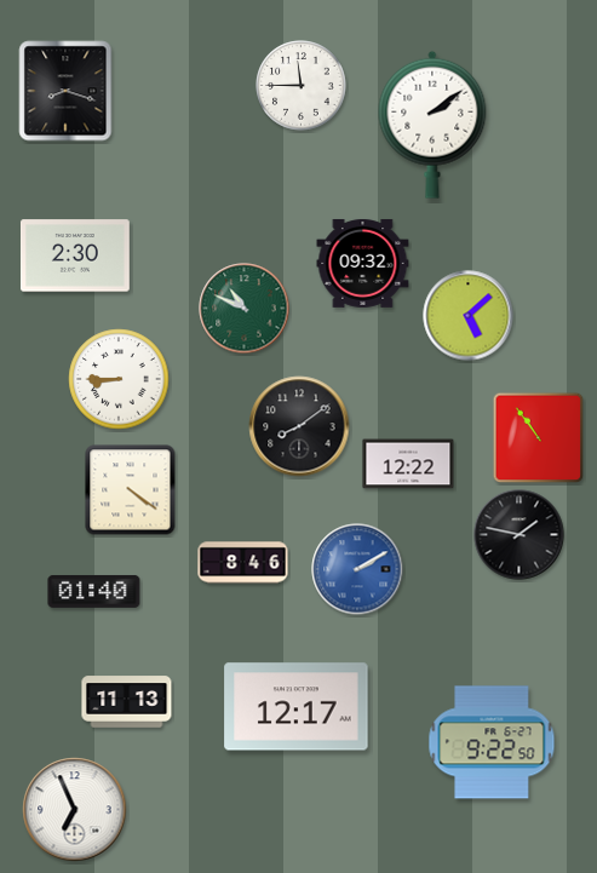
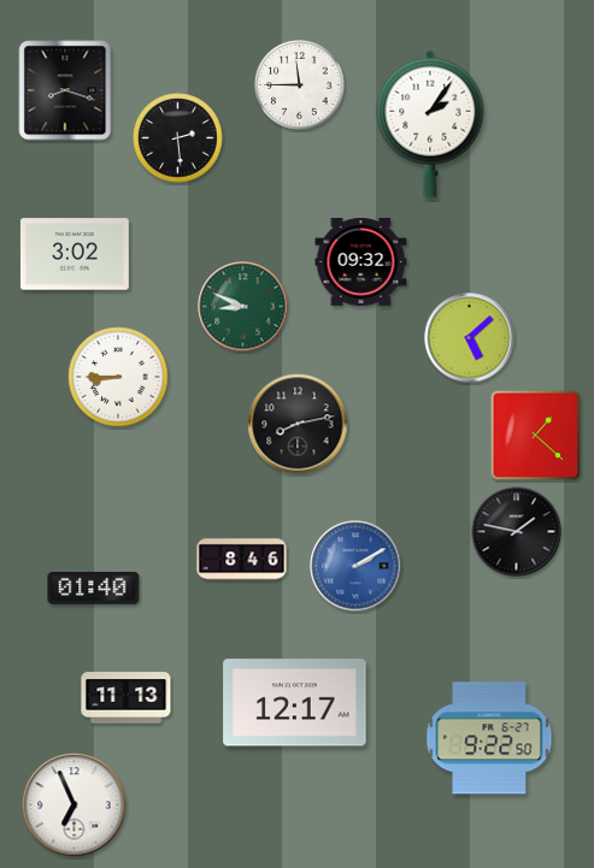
clock at (432, 125): 2:09 -> 2:06
clock at (178, 138): none -> 2:29
clock at (75, 255): 2:30 -> 3:02
clock at (245, 309): 10:49 -> 8:49
clock at (469, 316) position: (469, 316) -> (470, 338)
clock at (299, 426): 8:09 -> 8:13
clock at (539, 438): 10:54 -> 1:22
clock at (408, 464): 12:22 -> none
clock at (131, 490): 4:21 -> none
